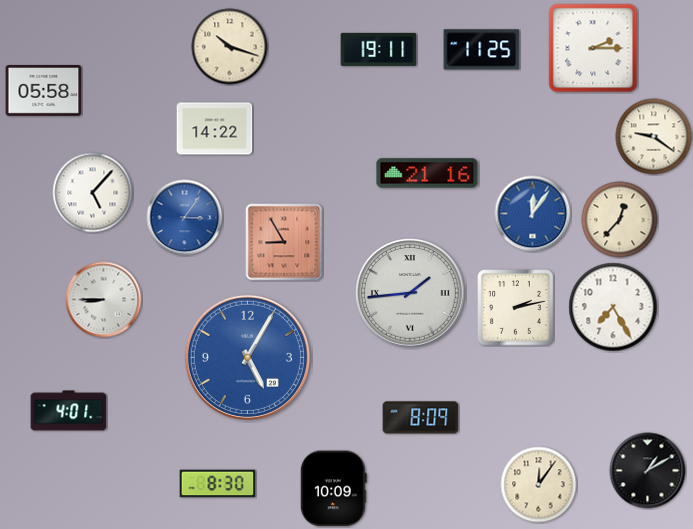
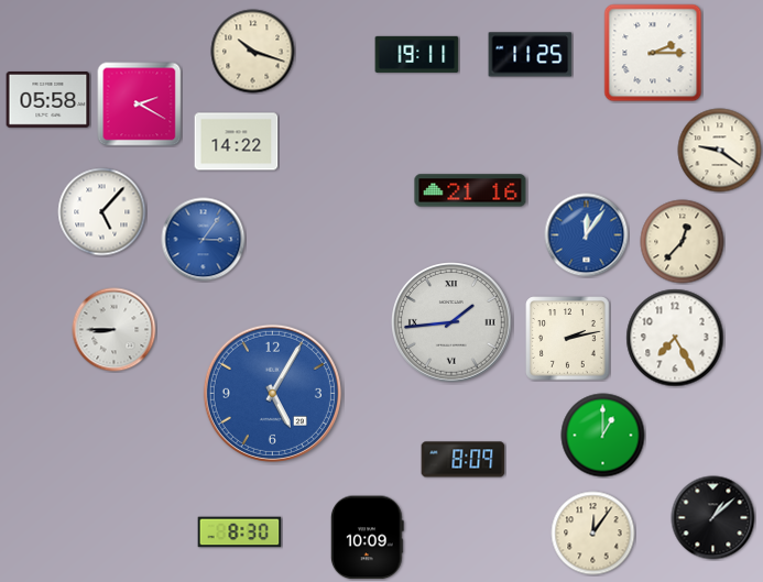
clock at (140, 105): none -> 2:20
clock at (284, 242): 8:55 -> none
clock at (603, 436): none -> 1:00
clock at (69, 411): 4:01 -> none
clock at (648, 471): 1:10 -> 1:08
